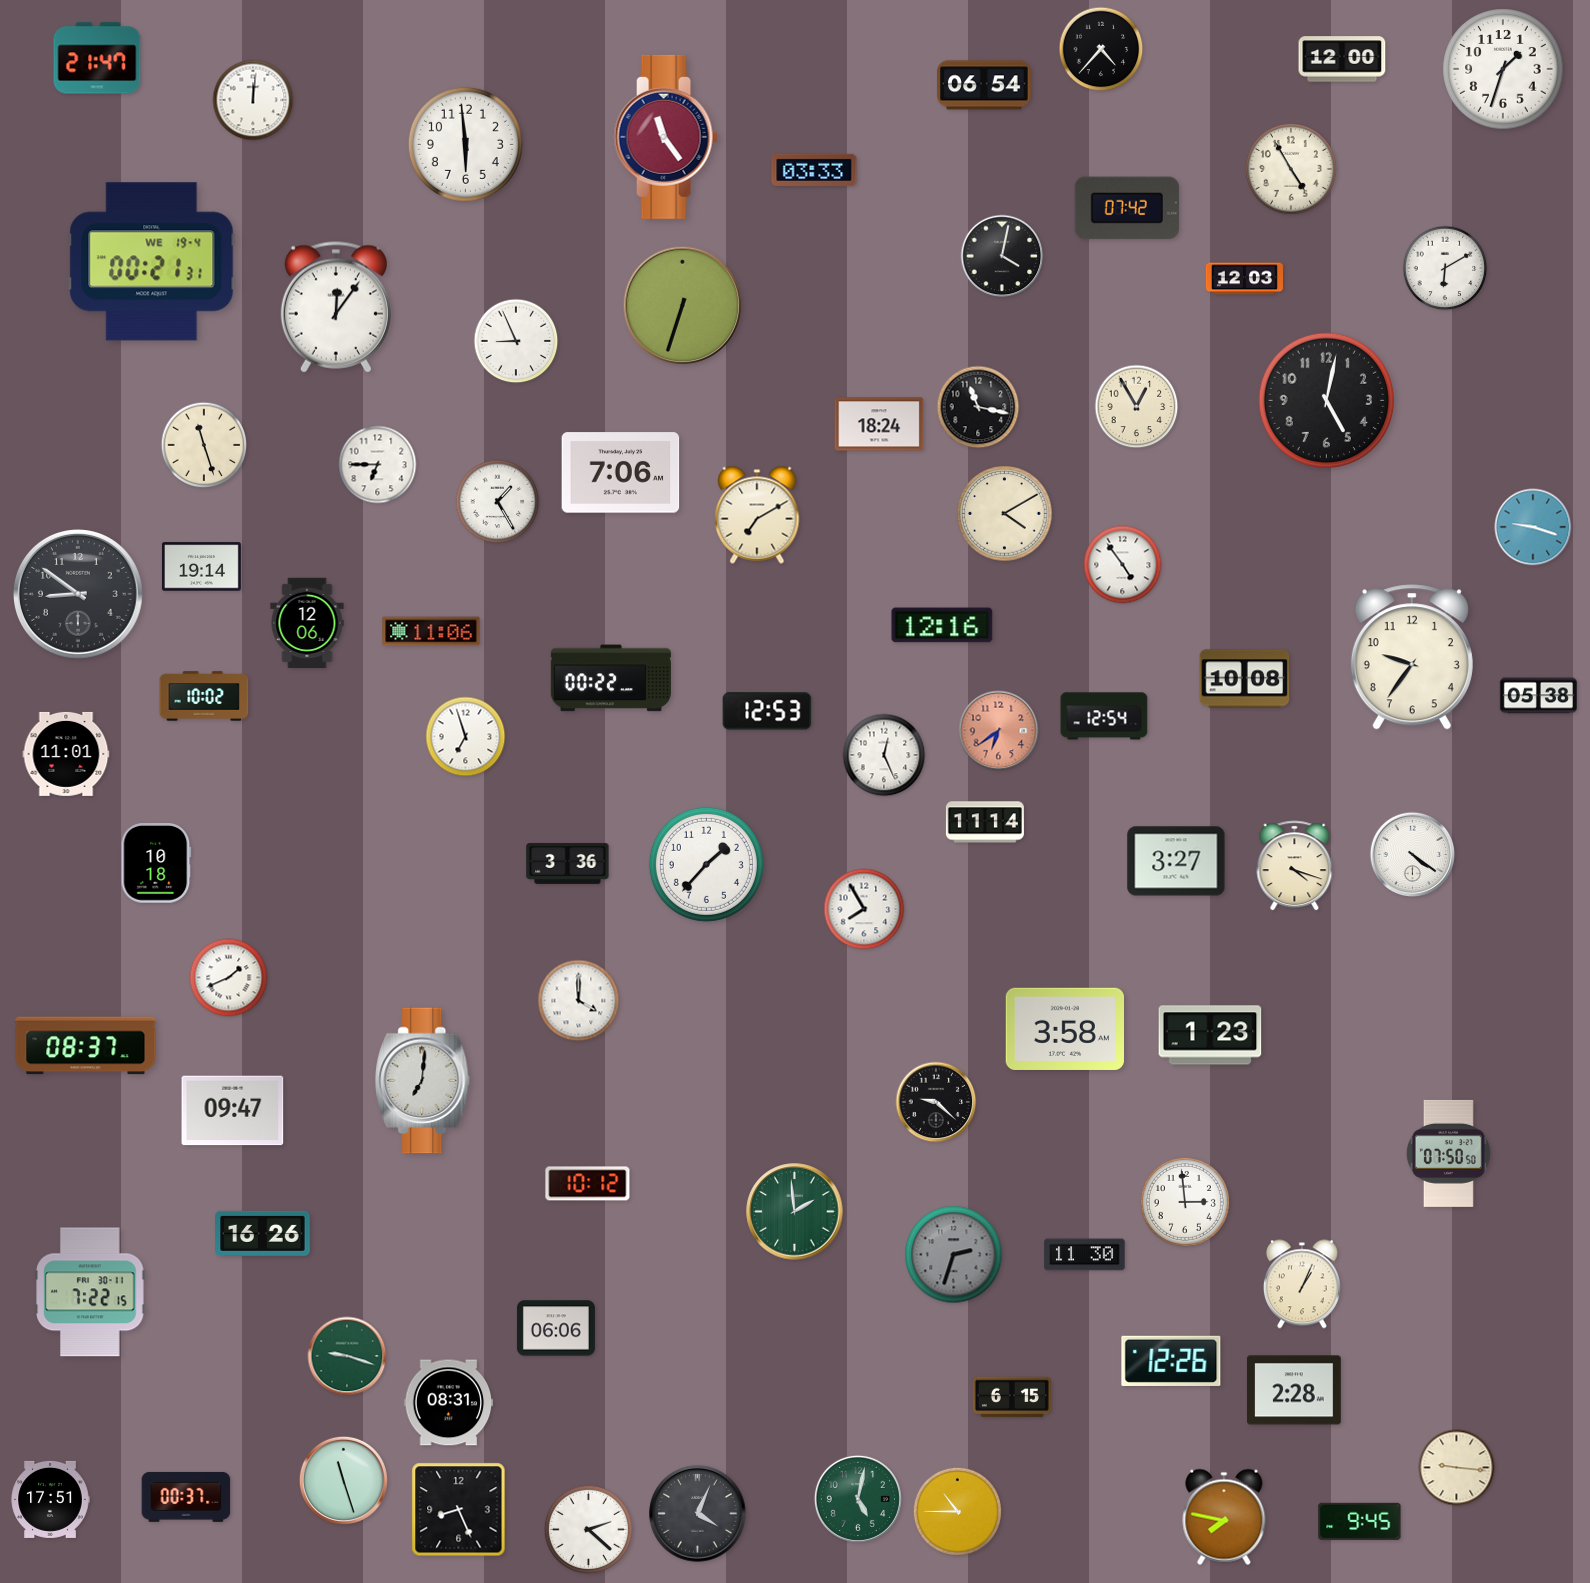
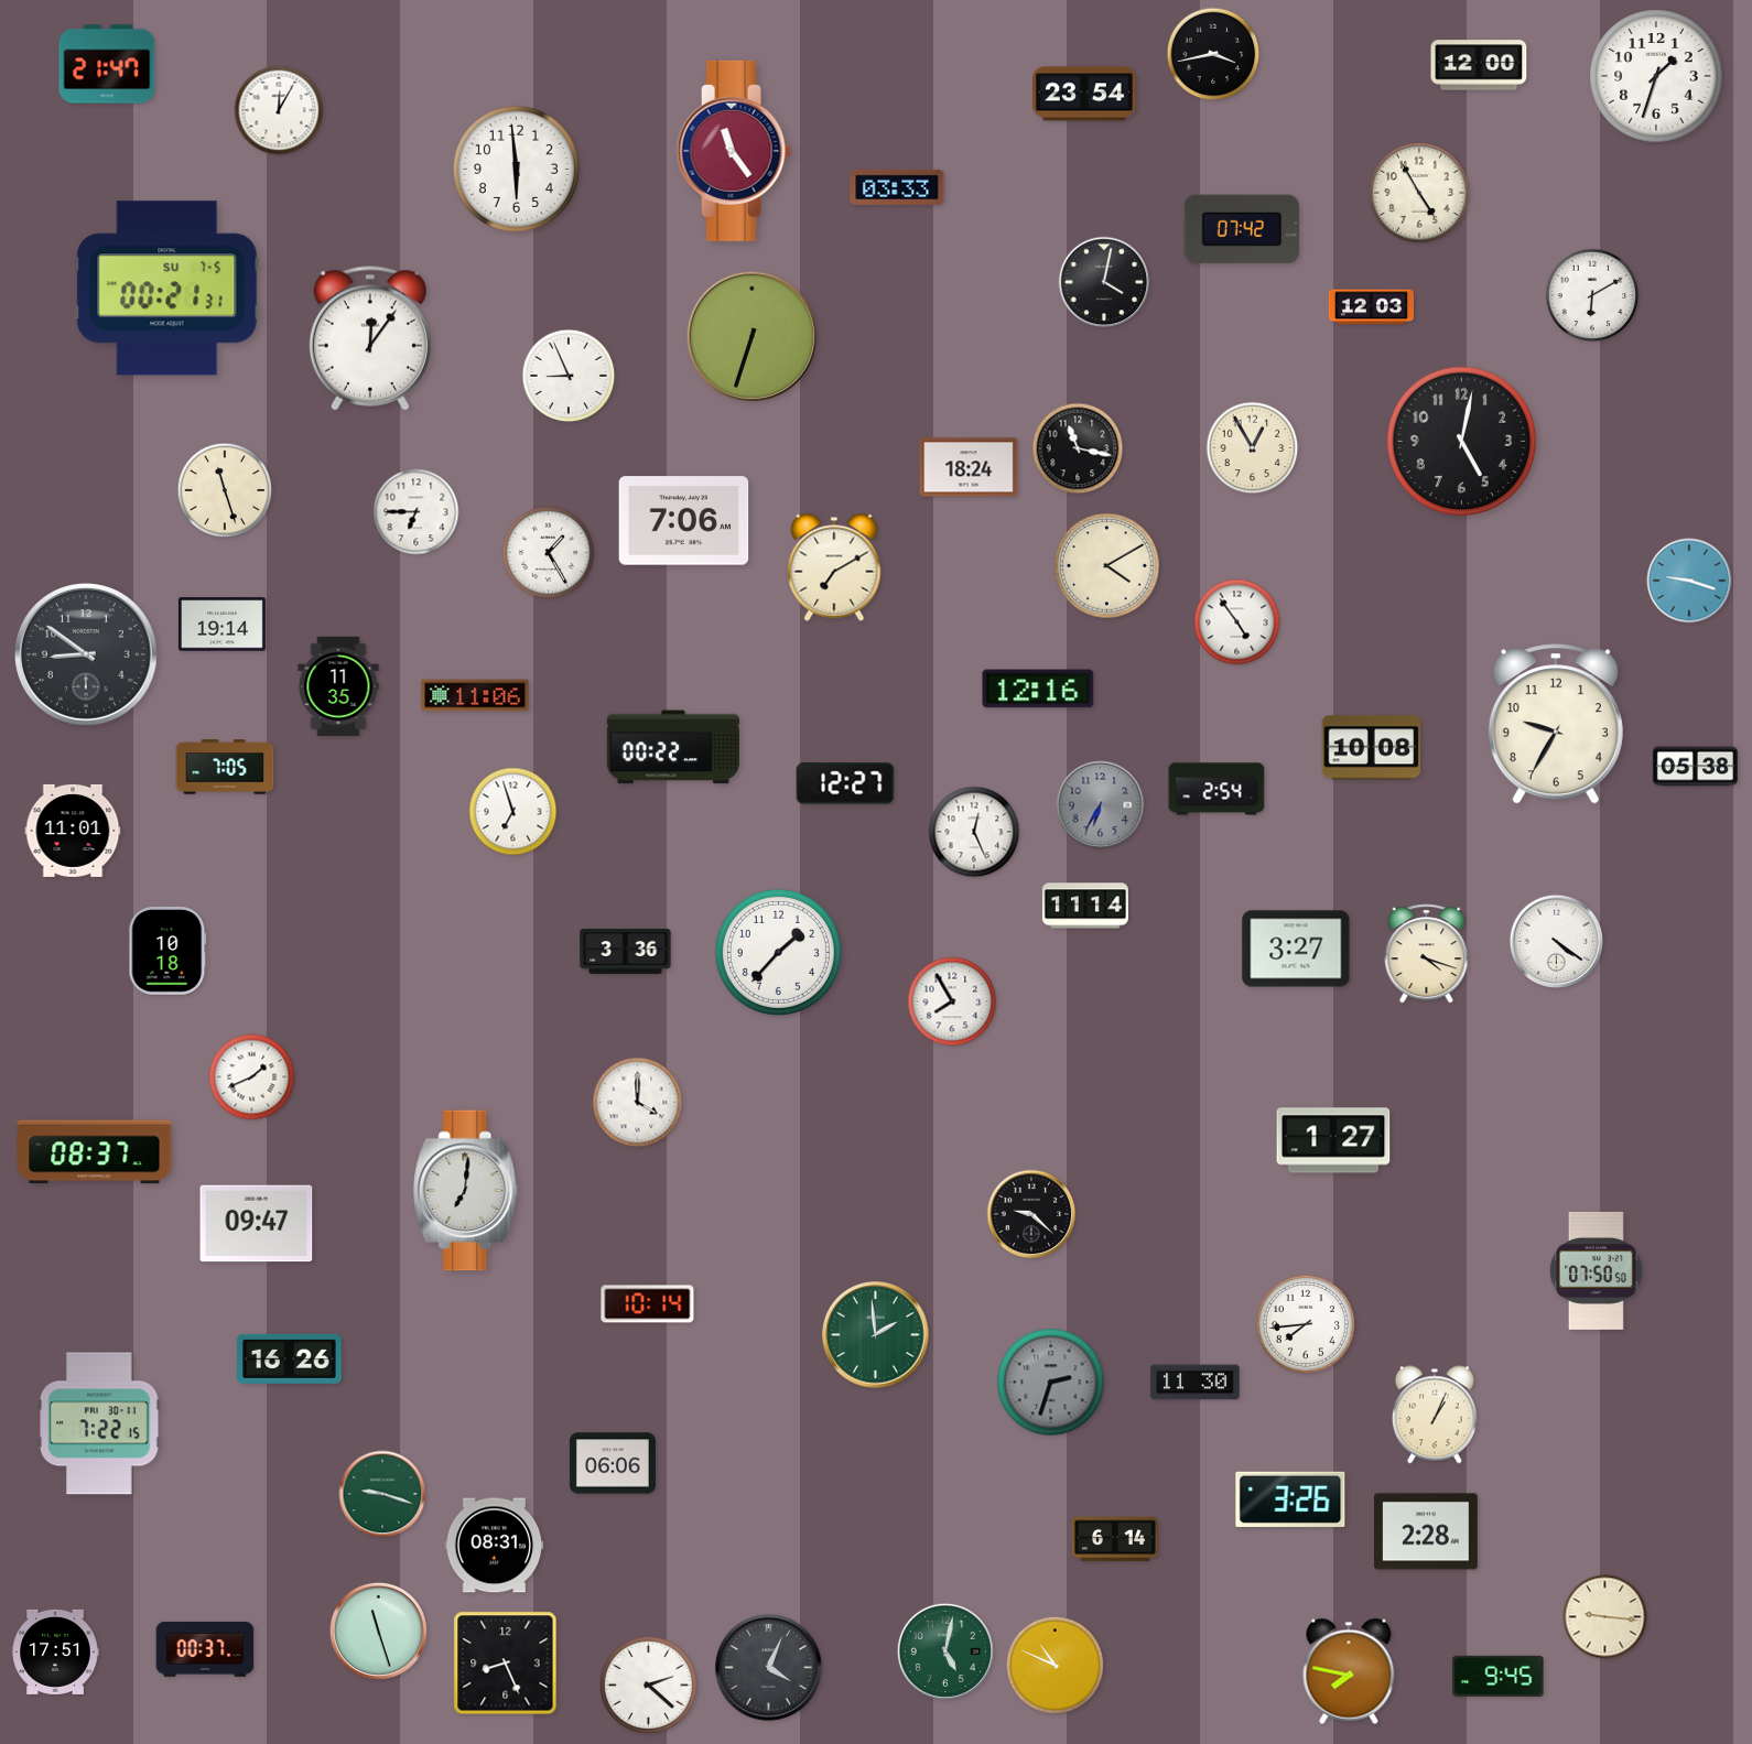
clock at (1101, 49): 4:37 -> 3:43
clock at (984, 85): 06:54 -> 23:54
clock at (253, 100): 12:01 -> 12:05
clock at (465, 144) position: (465, 144) -> (516, 169)
clock at (1291, 169) position: (1291, 169) -> (1419, 193)
clock at (152, 262) date: WE 19-4 -> SU 7-5
clock at (307, 623): 12:06 -> 11:35
clock at (1412, 657): 9:36 -> 9:35
clock at (204, 696): 10:02 -> 7:05
clock at (767, 711): 12:53 -> 12:27
clock at (1104, 716): 12:54 -> 2:54
clock at (999, 731): 6:39 -> 6:35
clock at (999, 731) dial: salmon -> grey
clock at (156, 863) position: (156, 863) -> (167, 951)
clock at (1064, 1029): 3:58 -> none
clock at (1210, 1035): 1:23 -> 1:27
clock at (588, 1184): 10:12 -> 10:14
clock at (1185, 1202): 2:59 -> 7:44
clock at (1171, 1361): 12:26 -> 3:26
clock at (1012, 1397): 6:15 -> 6:14
clock at (957, 1511): 10:45 -> 10:49
